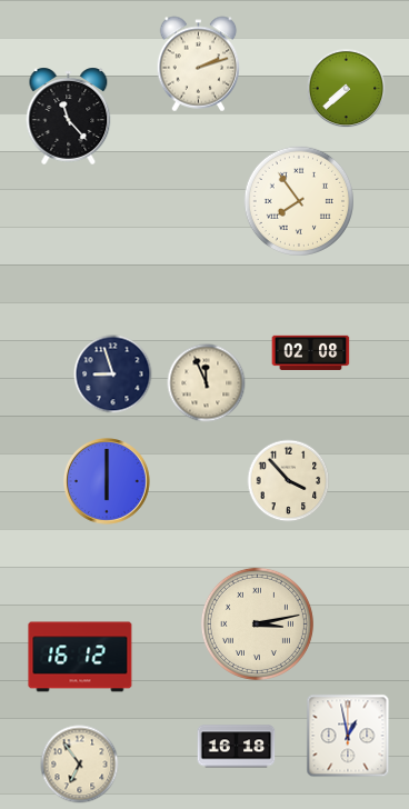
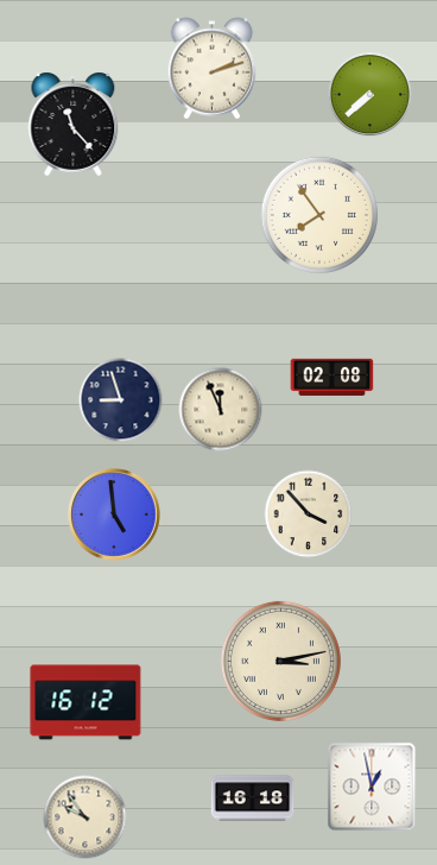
clock at (108, 482): 6:00 -> 4:59
clock at (257, 623) position: (257, 623) -> (280, 661)
clock at (80, 765): 6:54 -> 9:54
